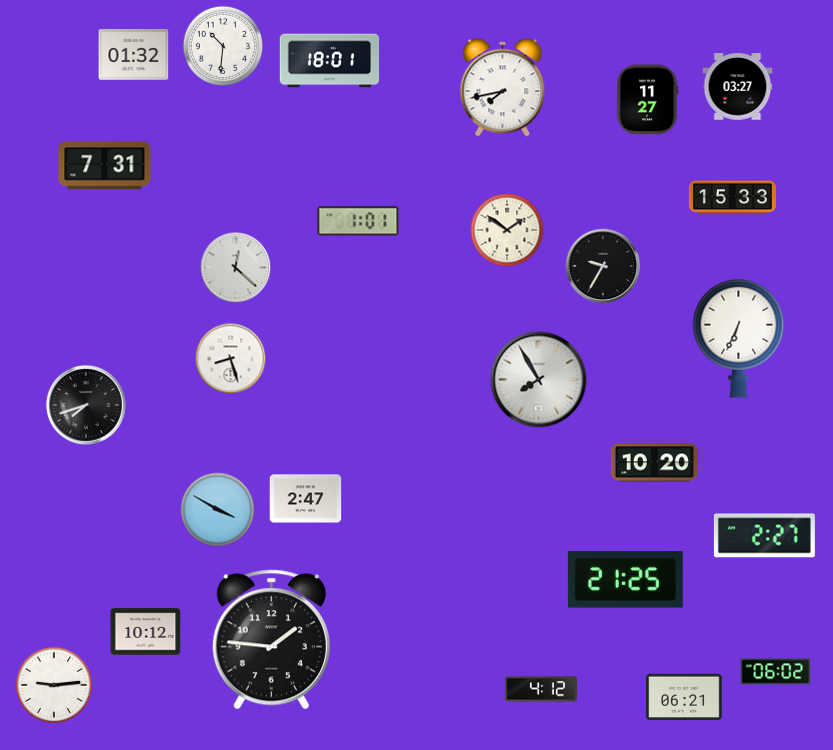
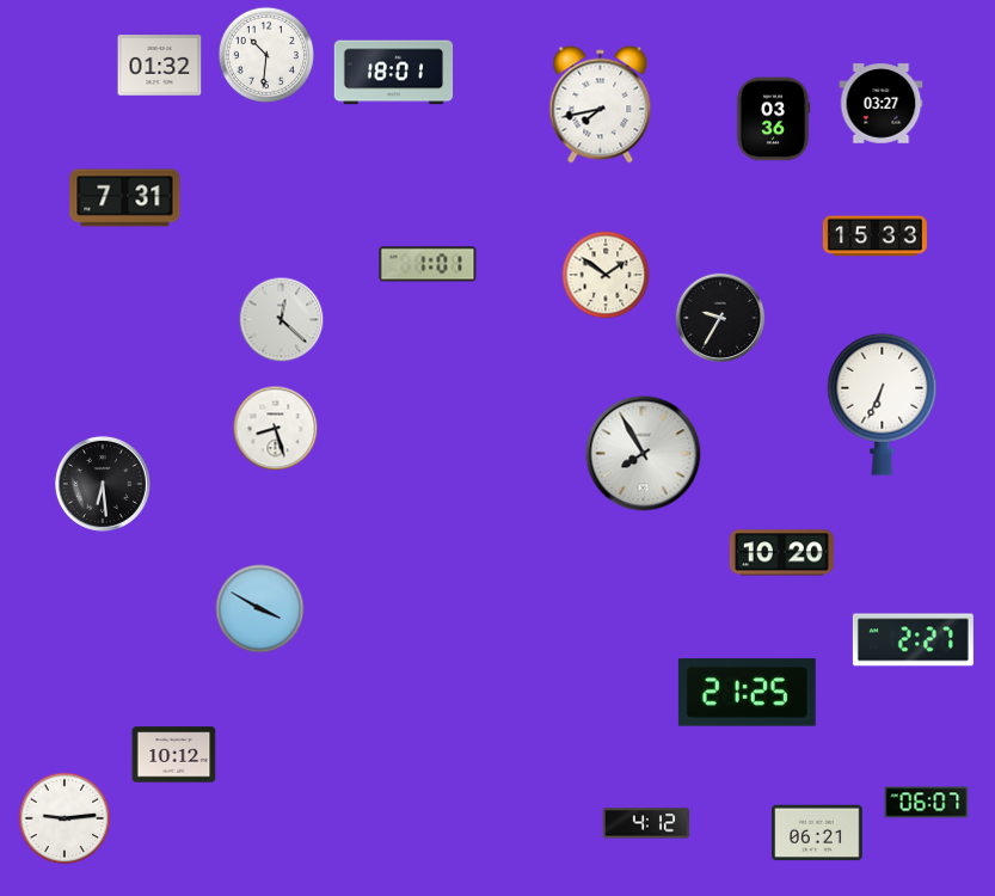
clock at (647, 100): 11:27 -> 03:36
clock at (86, 405): 7:42 -> 6:29
clock at (306, 499): 2:47 -> none
clock at (271, 640): 1:46 -> none
clock at (776, 672): 06:02 -> 06:07
